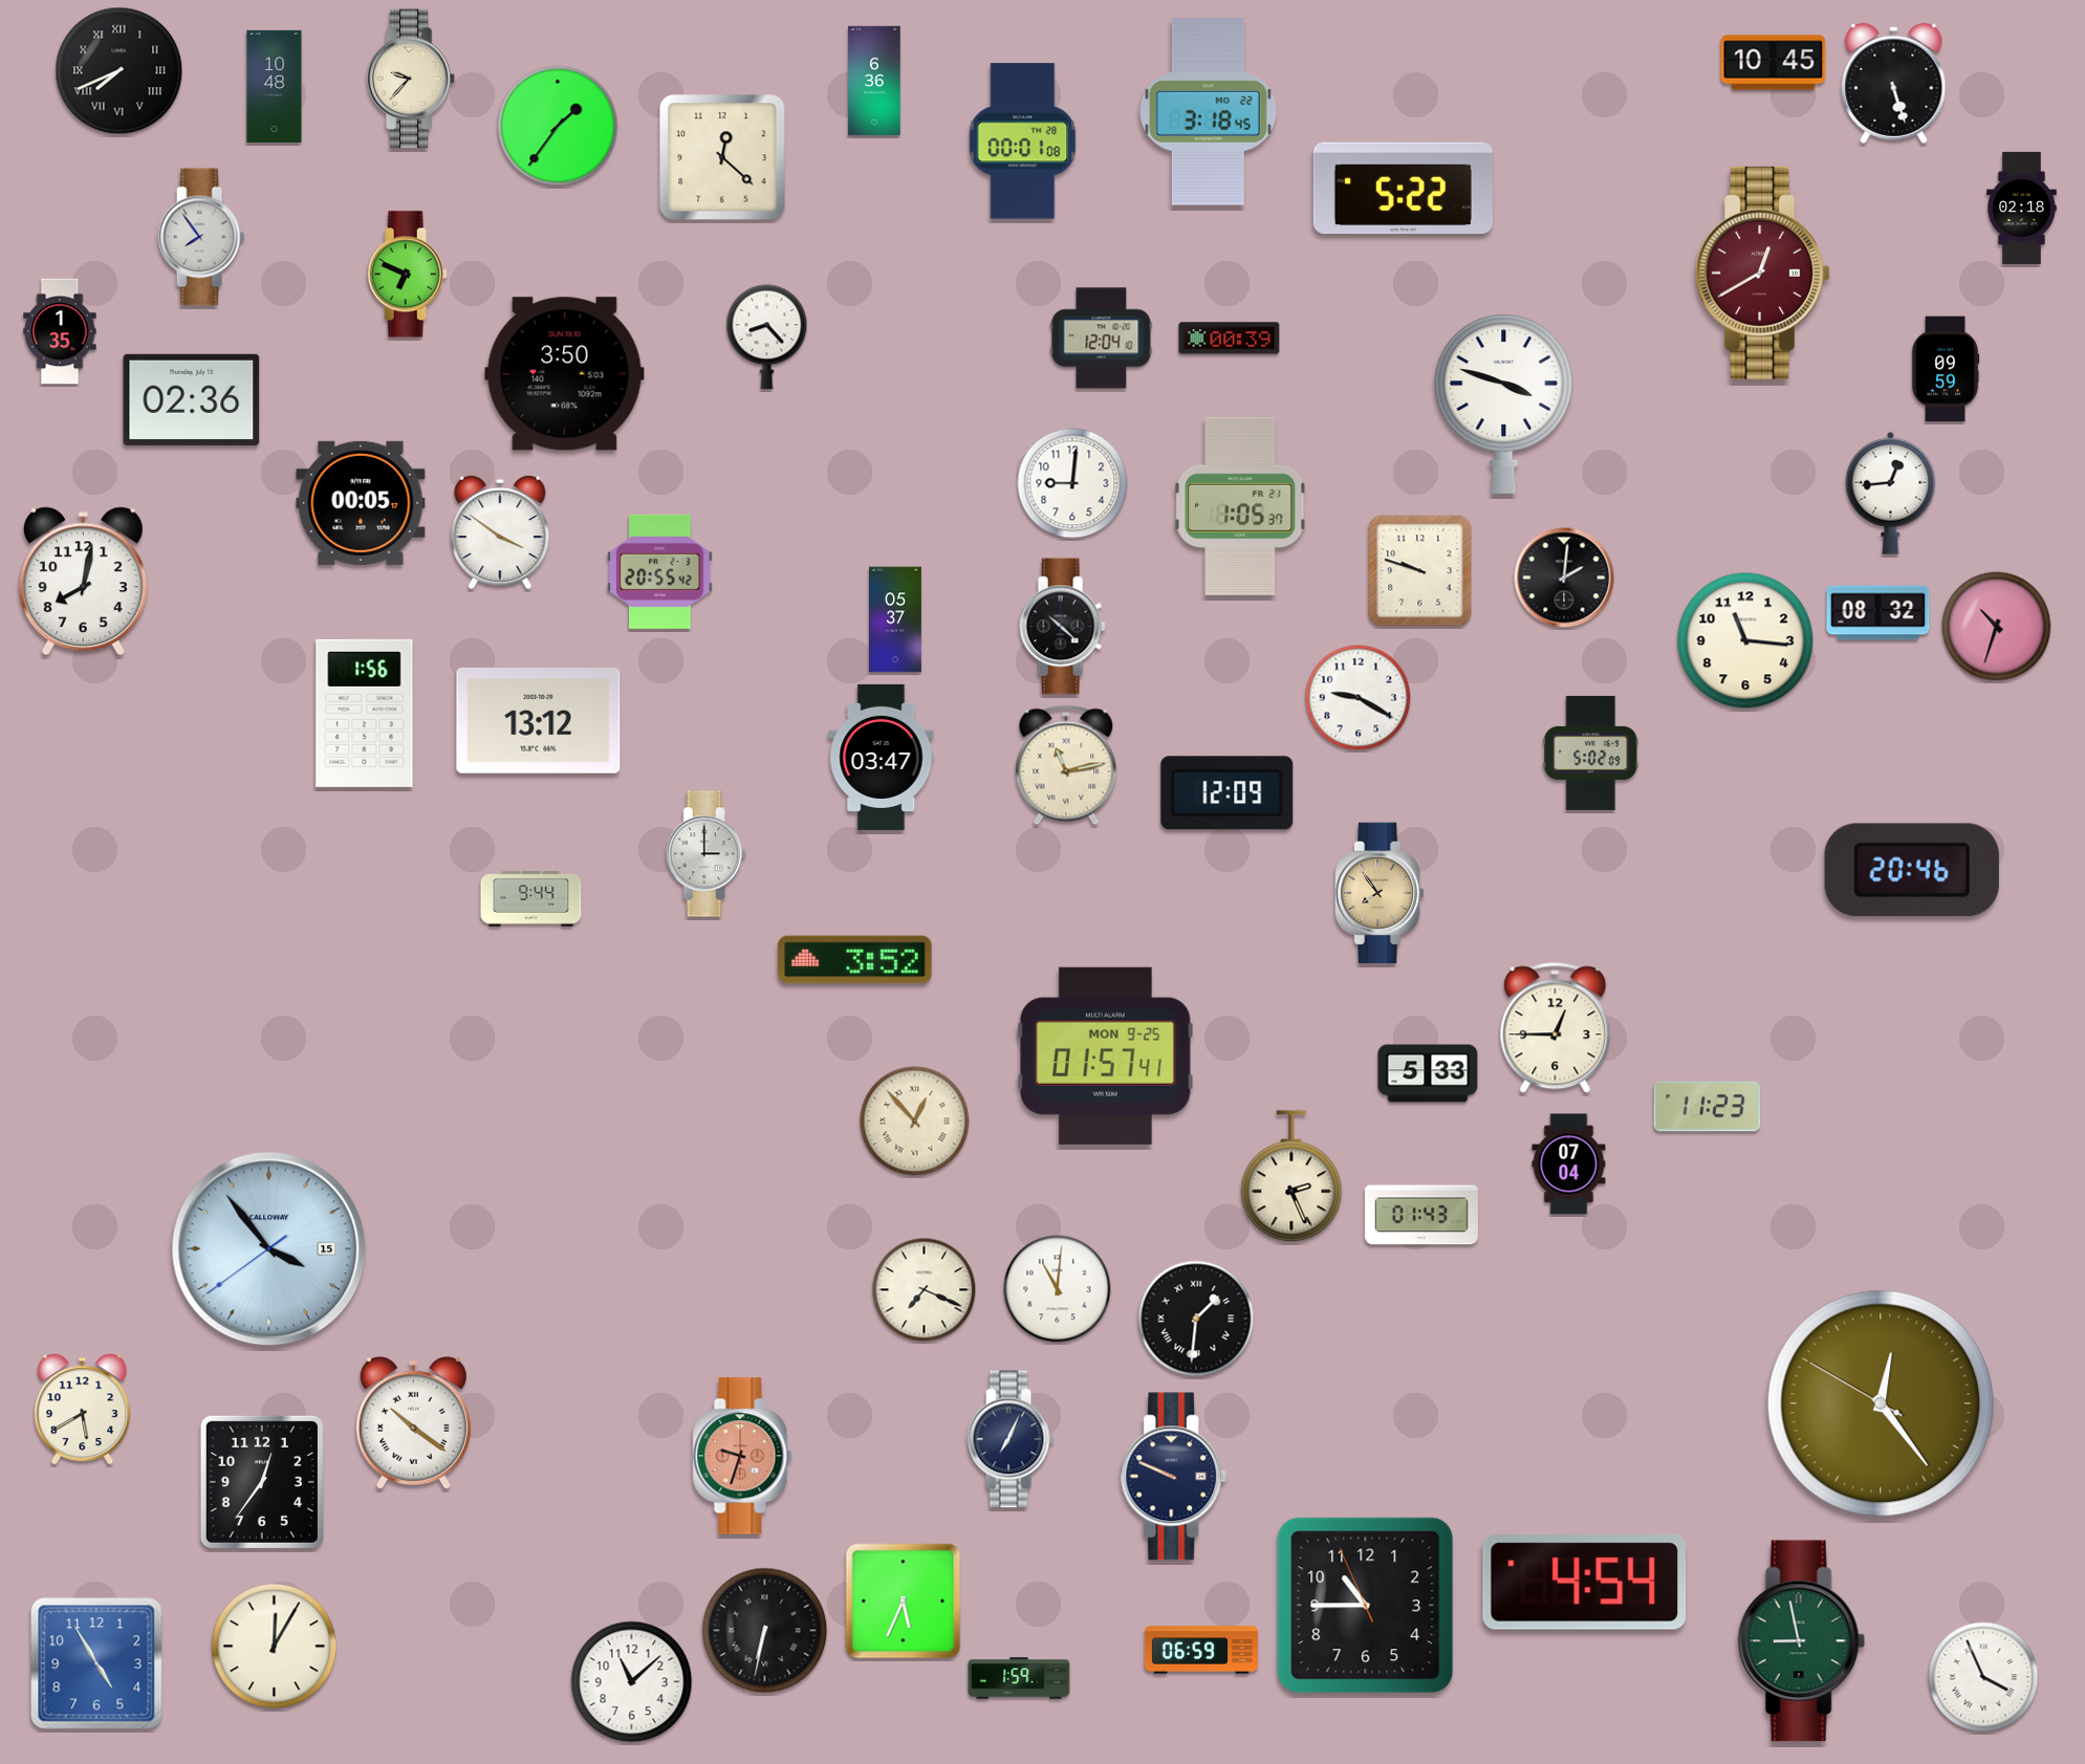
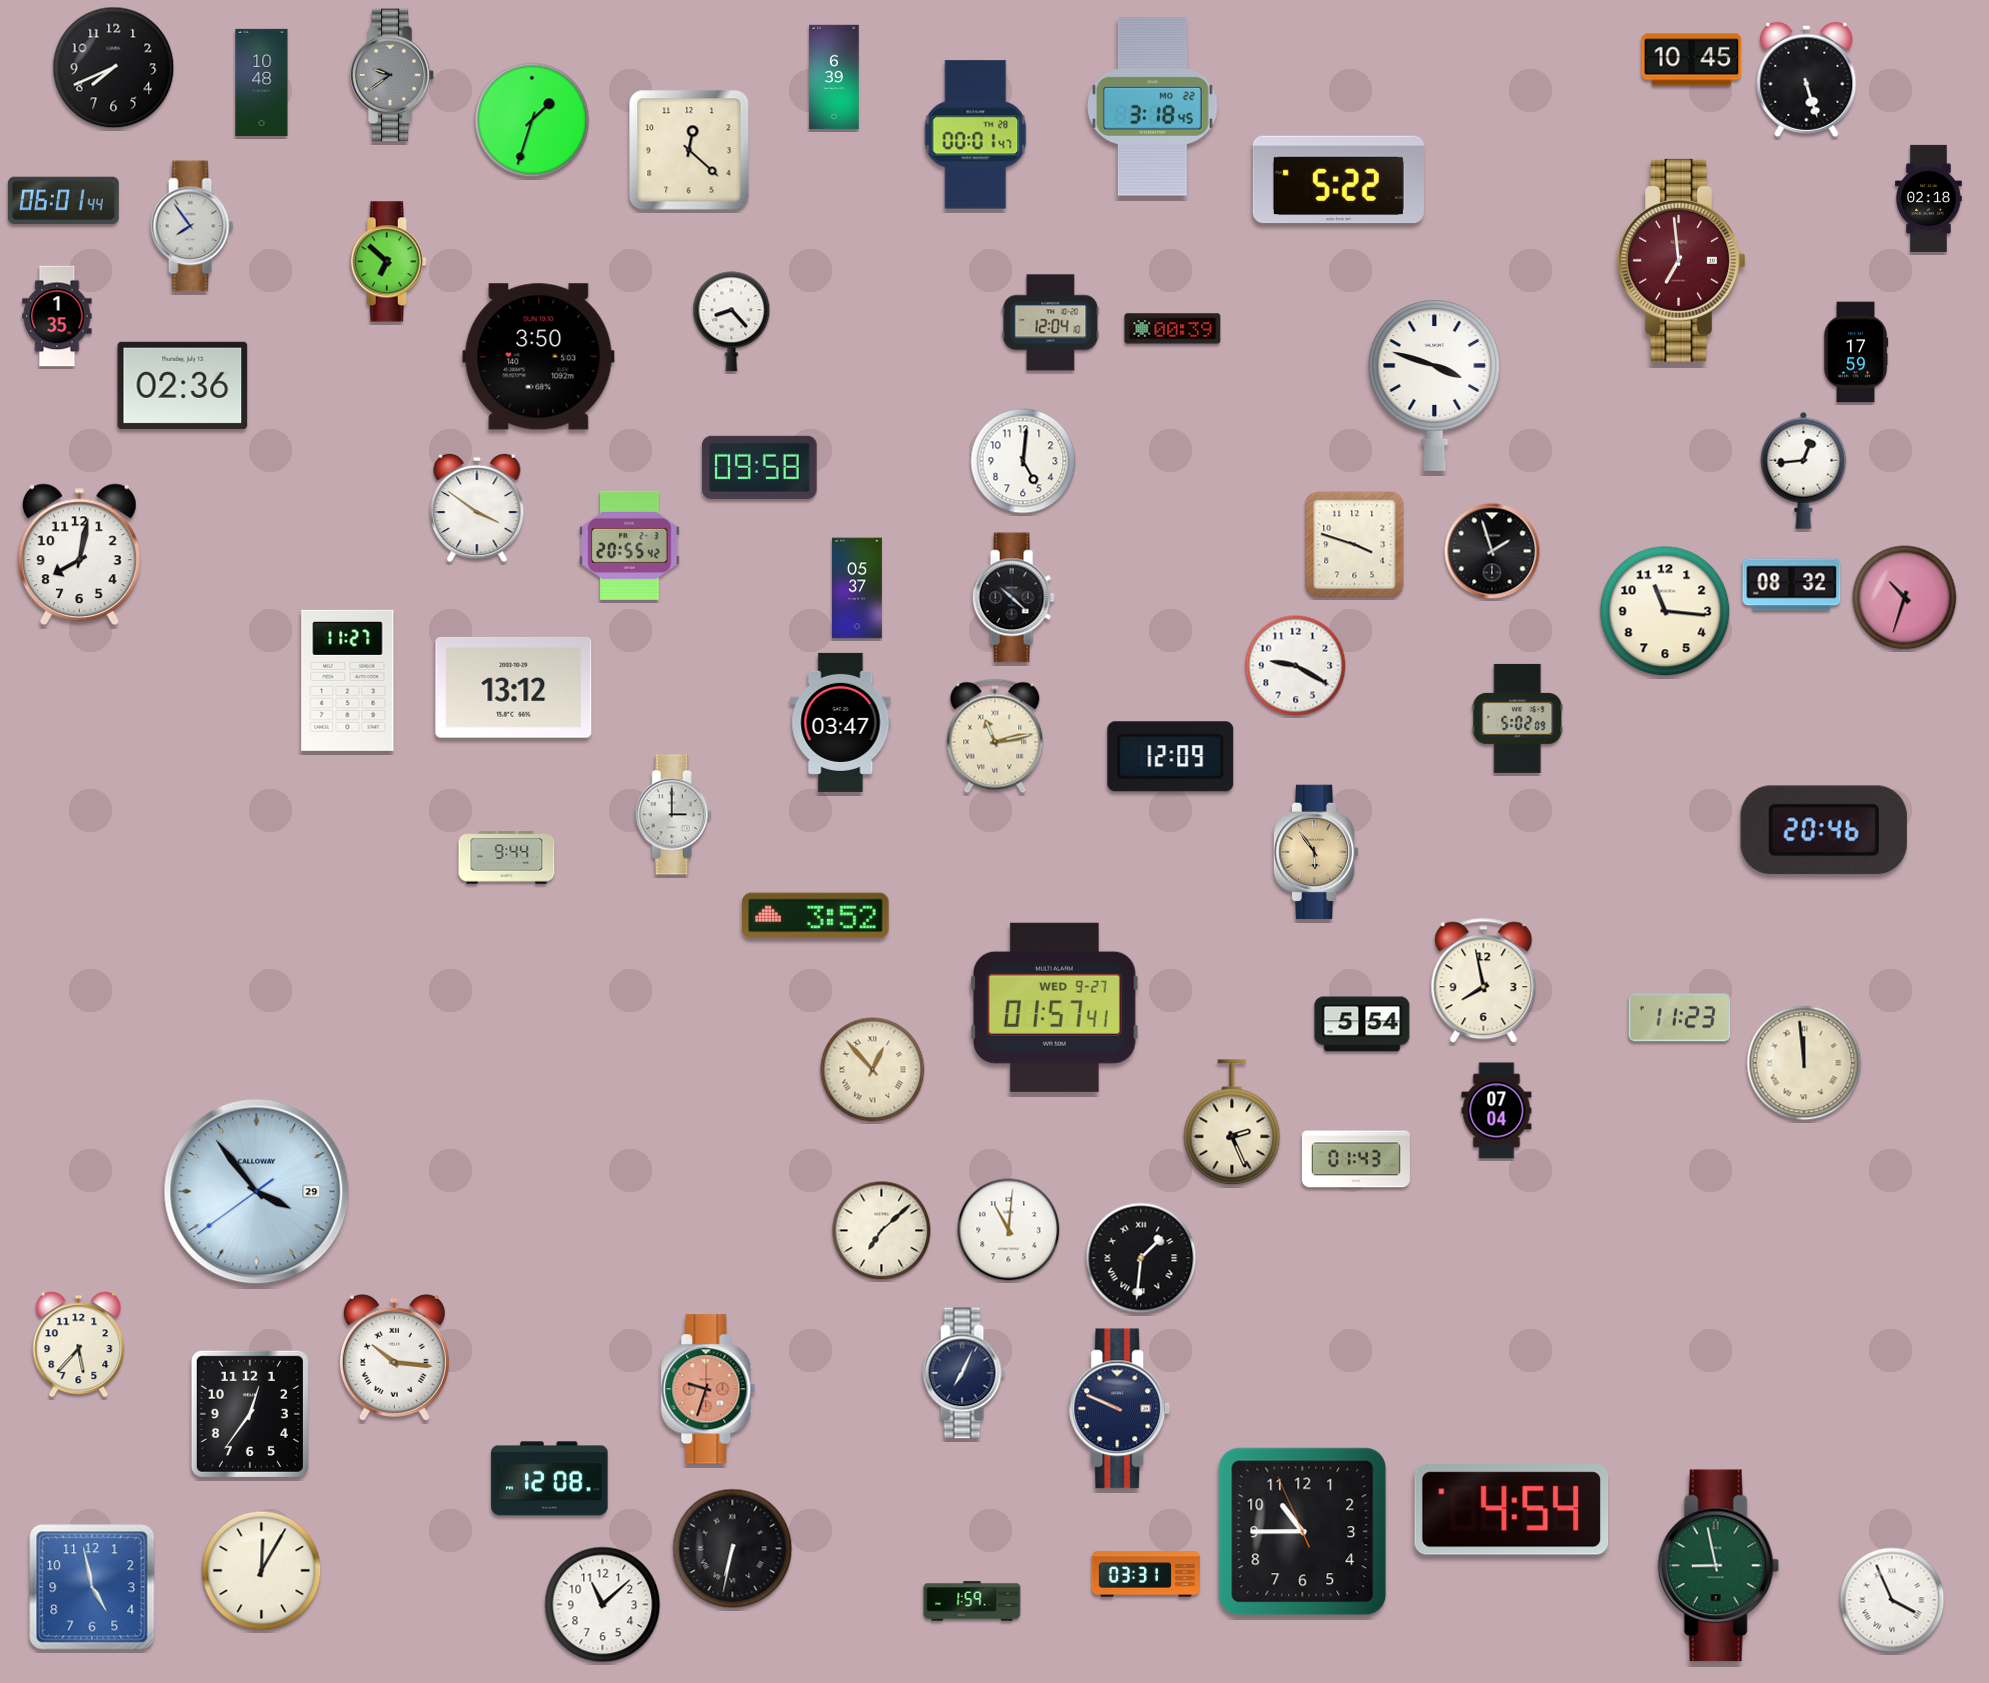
clock at (120, 71) numerals: Roman -> Arabic
clock at (411, 79): 9:37 -> 9:39
clock at (411, 79) dial: cream -> grey
clock at (874, 81): 6:36 -> 6:39
clock at (558, 126): 1:36 -> 1:33
clock at (1023, 141): 00:01:08 -> 00:01:47
clock at (63, 201): none -> 06:01
clock at (1762, 273): 12:40 -> 6:59
clock at (407, 275): 6:49 -> 6:52
clock at (1230, 339) position: (1230, 339) -> (1173, 329)
clock at (1946, 369): 09:59 -> 17:59
clock at (192, 399) position: (192, 399) -> (183, 385)
clock at (1072, 483): 9:01 -> 5:01
clock at (760, 467): none -> 09:58
clock at (361, 503): 00:05 -> none
clock at (1240, 506): 1:05 -> none
clock at (1420, 571): 9:48 -> 3:48
clock at (1564, 578): 2:01 -> 1:57
clock at (896, 619) position: (896, 619) -> (858, 588)
clock at (365, 713): 1:56 -> 11:27
clock at (1066, 765) position: (1066, 765) -> (995, 736)
clock at (1380, 893): 7:54 -> 5:54
clock at (1556, 1028): 12:45 -> 7:58
clock at (1105, 1055) date: MON 9-25 -> WED 9-27
clock at (1428, 1073): 5:33 -> 5:54
clock at (1708, 1107) position: (1708, 1107) -> (1680, 1018)
clock at (1804, 1063): none -> 11:59
clock at (269, 1249) date: 15 -> 29
clock at (925, 1290): 7:19 -> 7:08
clock at (1881, 1403): 12:23 -> none
clock at (83, 1410): 5:40 -> 5:37
clock at (413, 1422): 10:21 -> 10:16
clock at (550, 1479): none -> 12:08
clock at (904, 1602): 5:34 -> none
clock at (765, 1631) position: (765, 1631) -> (733, 1549)
clock at (1201, 1650): 06:59 -> 03:31
clock at (96, 1663): 4:55 -> 4:58
